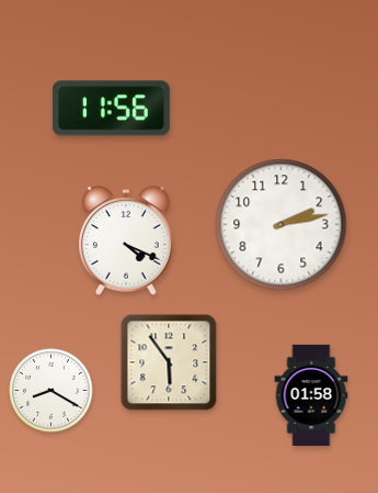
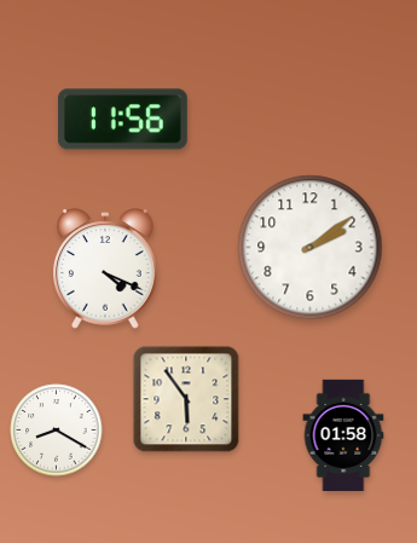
clock at (282, 225): 2:13 -> 2:09
clock at (126, 240) position: (126, 240) -> (105, 268)
